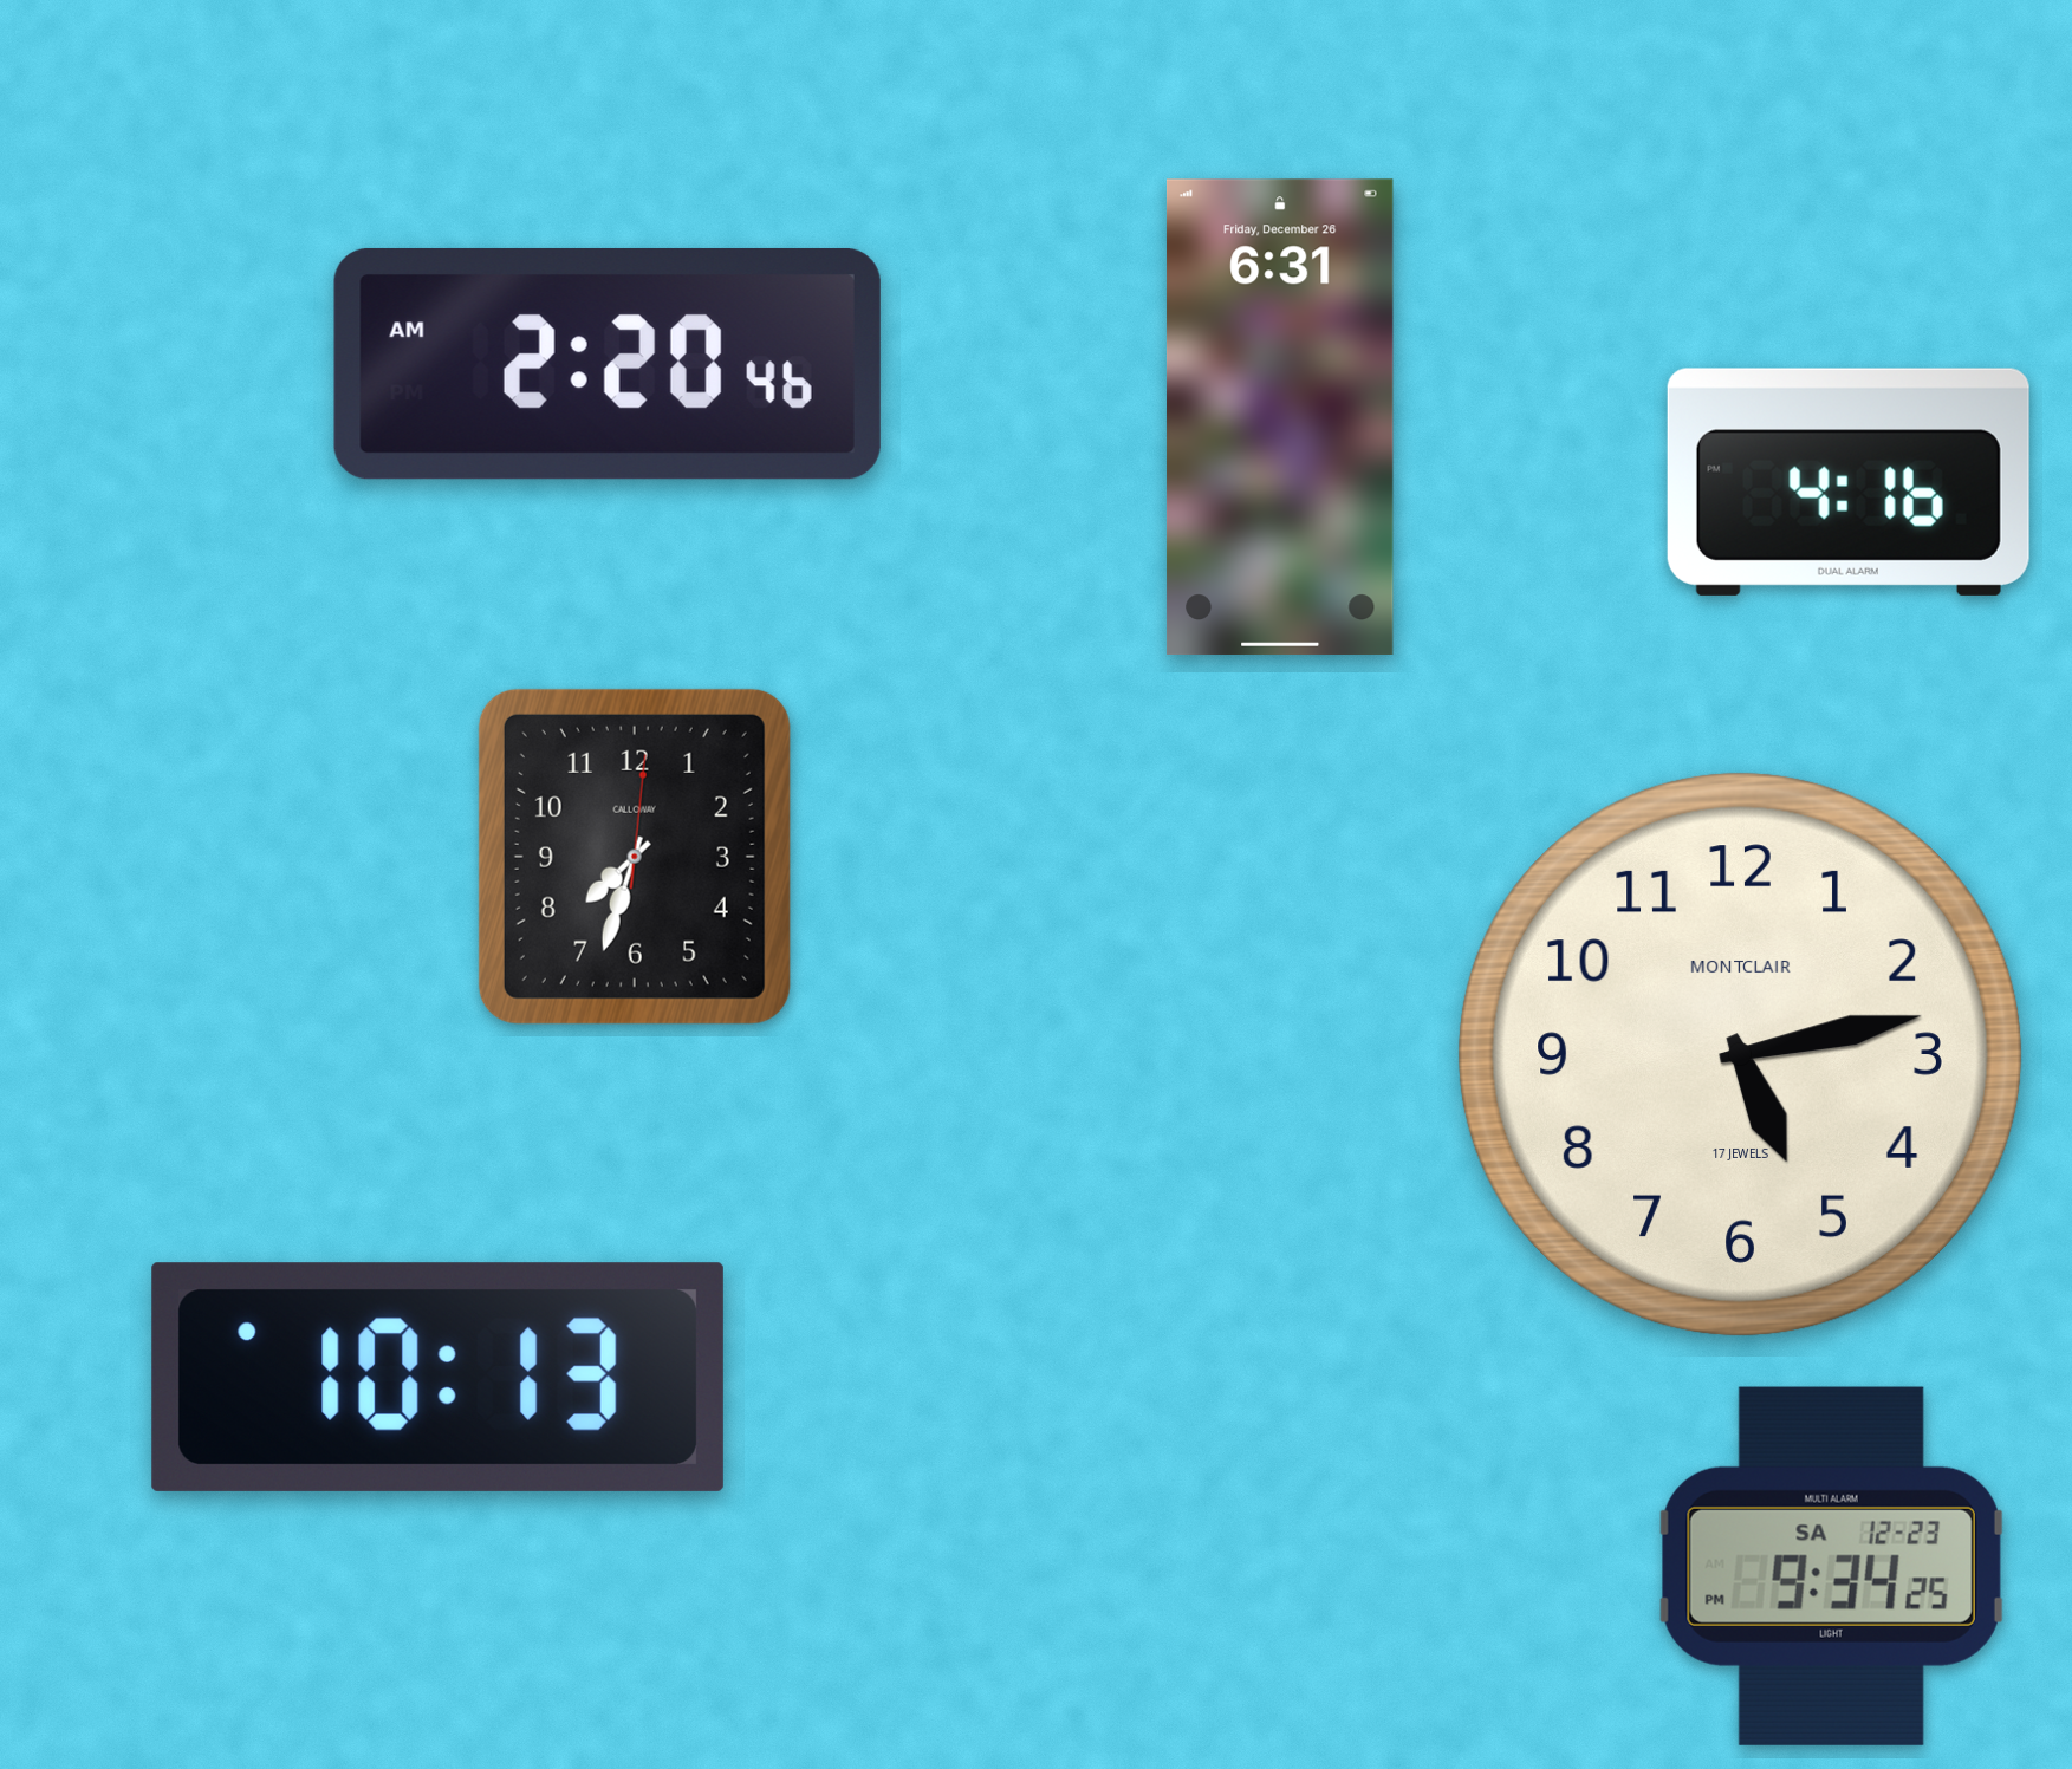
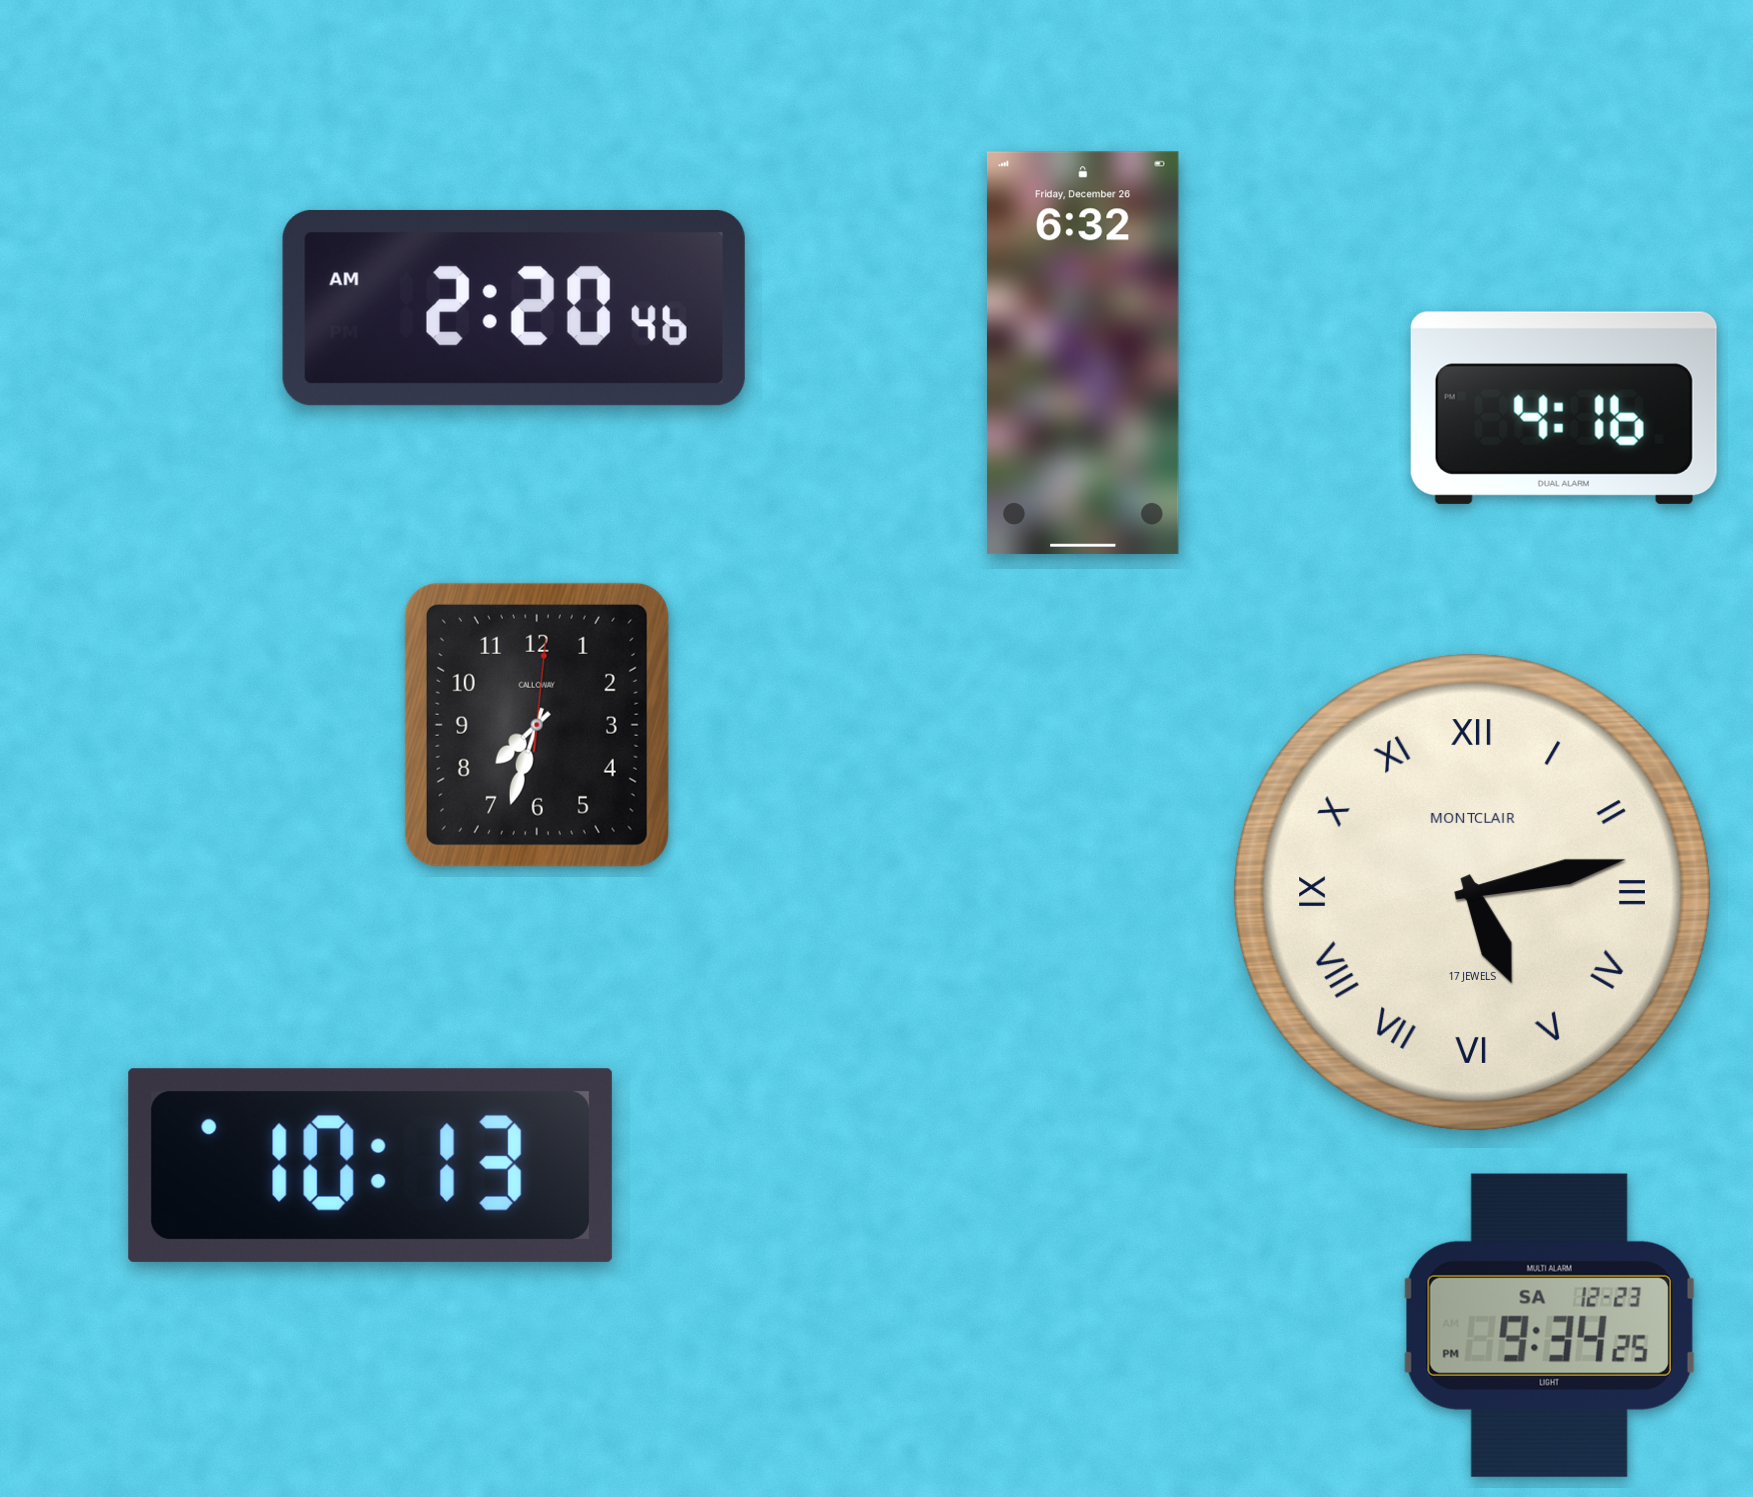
clock at (1280, 416): 6:31 -> 6:32
clock at (1740, 1054) numerals: Arabic -> Roman
